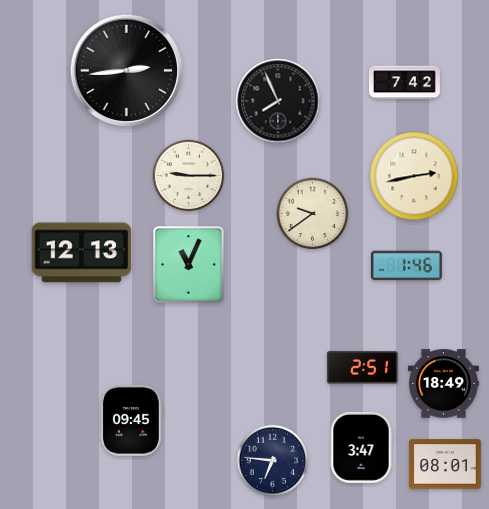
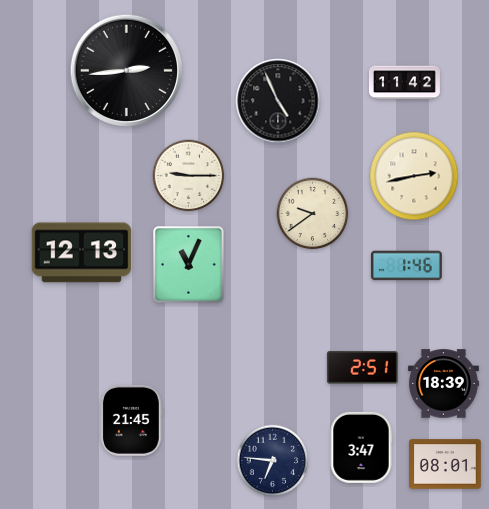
clock at (404, 83): 7:42 -> 11:42
clock at (278, 101): 7:56 -> 4:56
clock at (443, 384): 18:49 -> 18:39
clock at (131, 420): 09:45 -> 21:45
